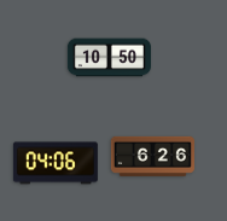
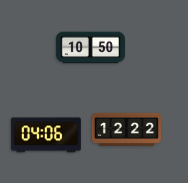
clock at (152, 156): 6:26 -> 12:22
